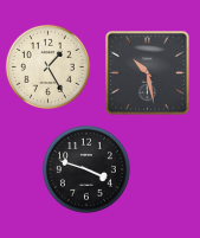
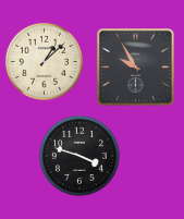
clock at (47, 66): 1:25 -> 1:08
clock at (148, 73): 10:28 -> 9:55
